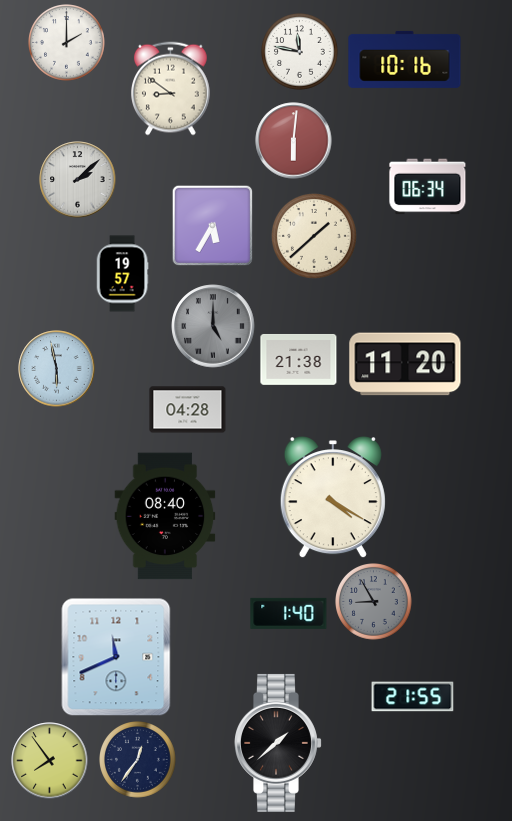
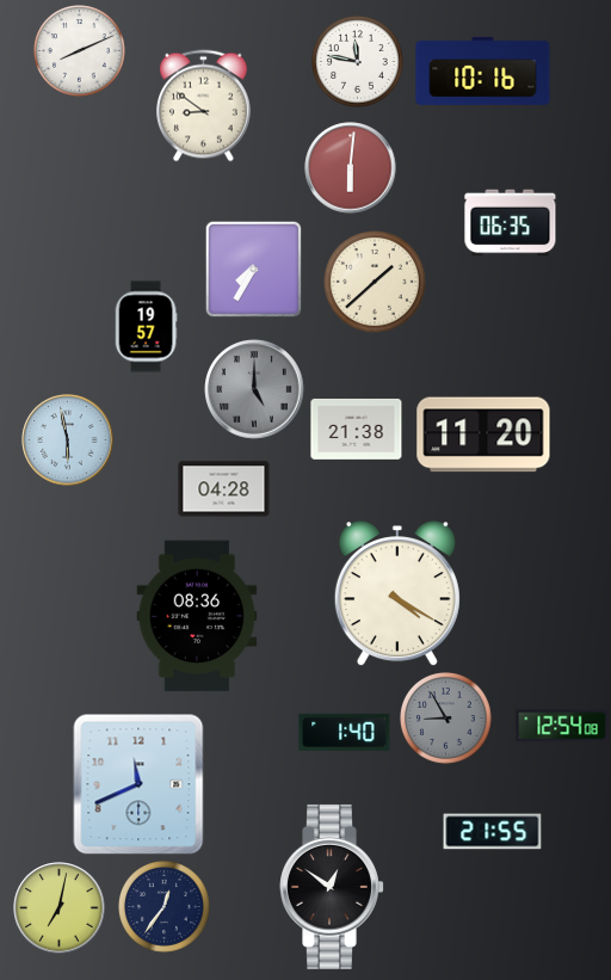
clock at (67, 43): 2:00 -> 8:11
clock at (78, 180): 2:08 -> none
clock at (428, 187): 06:34 -> 06:35
clock at (212, 225): 5:35 -> 7:35
clock at (165, 516): 08:40 -> 08:36
clock at (562, 726): none -> 12:54
clock at (278, 743): 1:38 -> 12:51
clock at (50, 761): 7:54 -> 7:02
